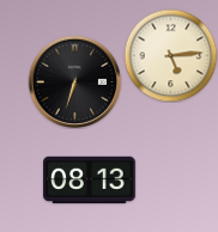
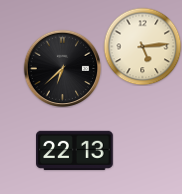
clock at (74, 81): 6:33 -> 6:38
clock at (90, 179): 08:13 -> 22:13
